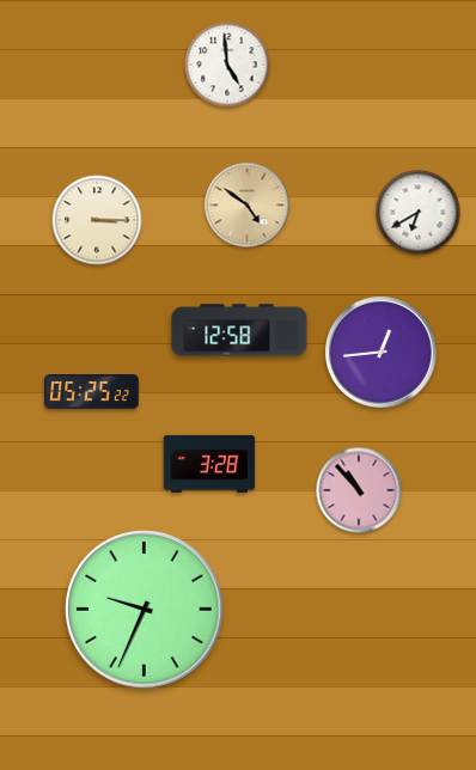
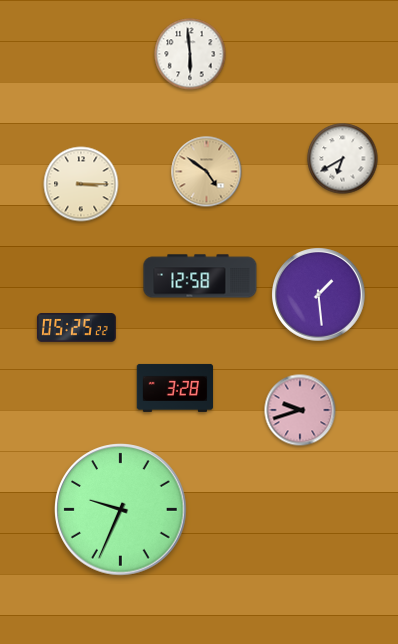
clock at (227, 65): 4:59 -> 5:59
clock at (419, 213) position: (419, 213) -> (343, 159)
clock at (382, 353): 12:44 -> 1:29
clock at (359, 490): 10:53 -> 9:42
